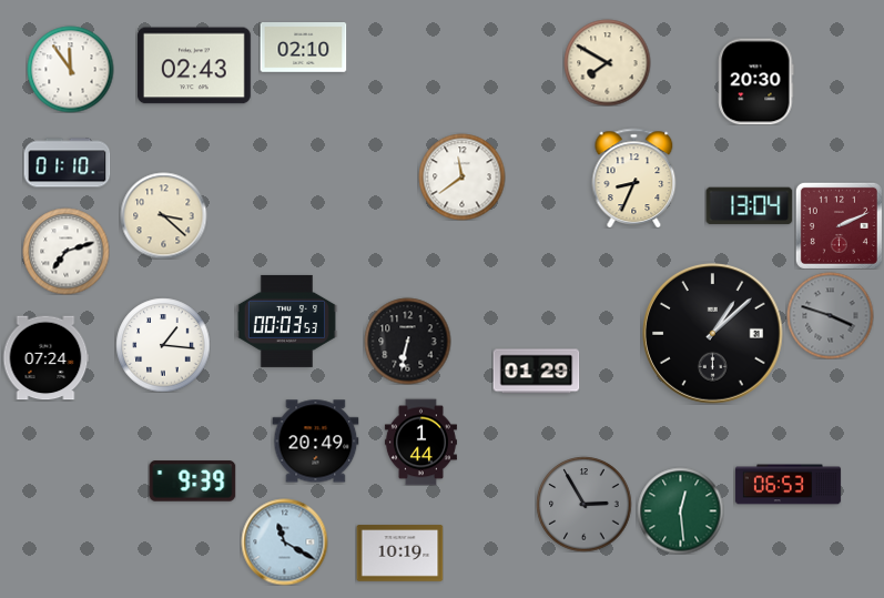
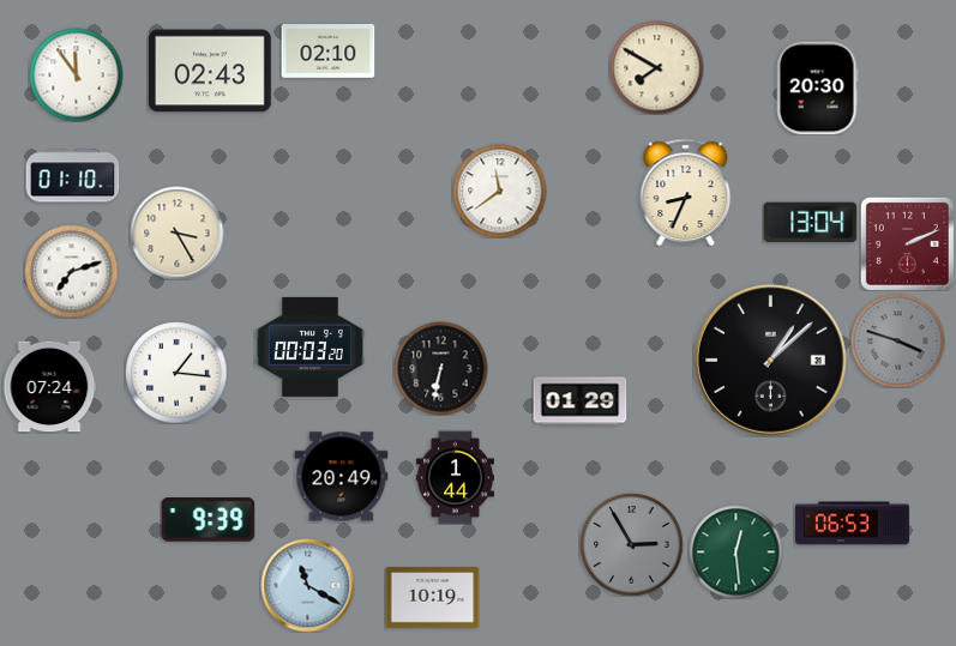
clock at (163, 215): 3:22 -> 3:25
clock at (286, 321): 00:03:53 -> 00:03:20
